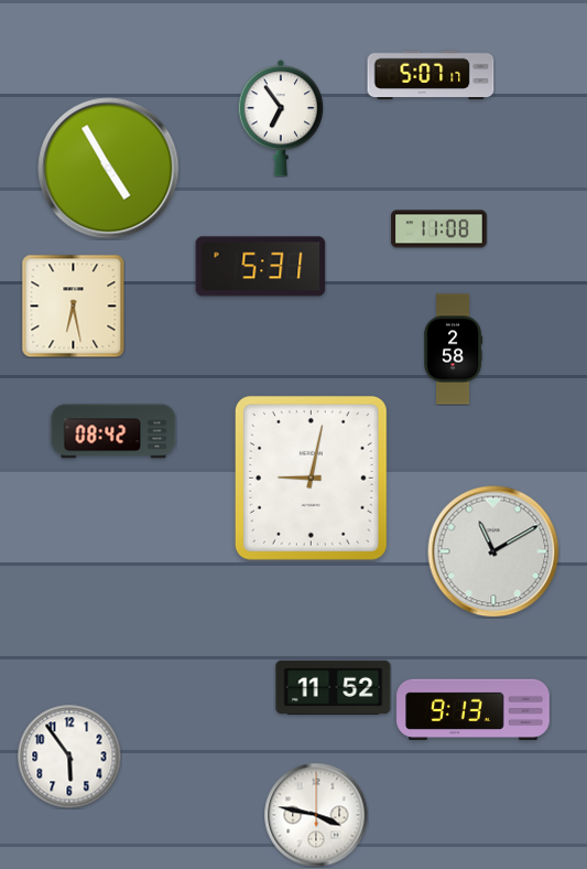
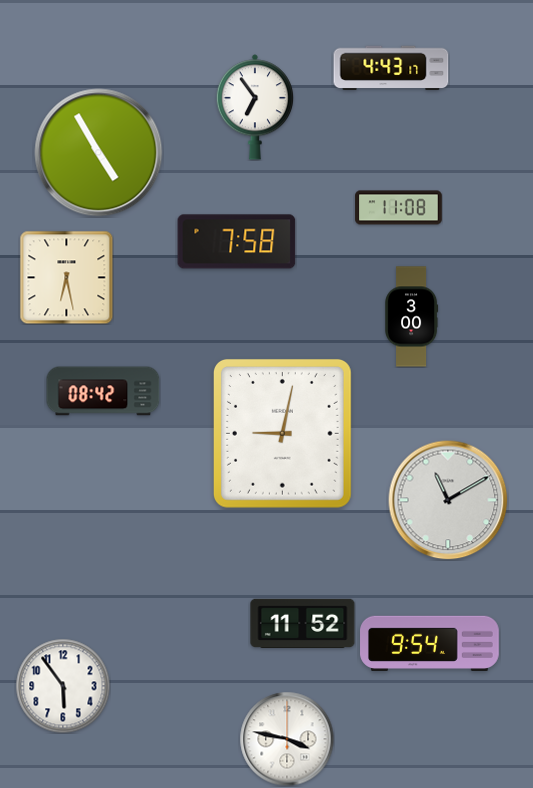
clock at (431, 75): 5:07 -> 4:43
clock at (261, 267): 5:31 -> 7:58
clock at (454, 350): 2:58 -> 3:00
clock at (474, 709): 9:13 -> 9:54
